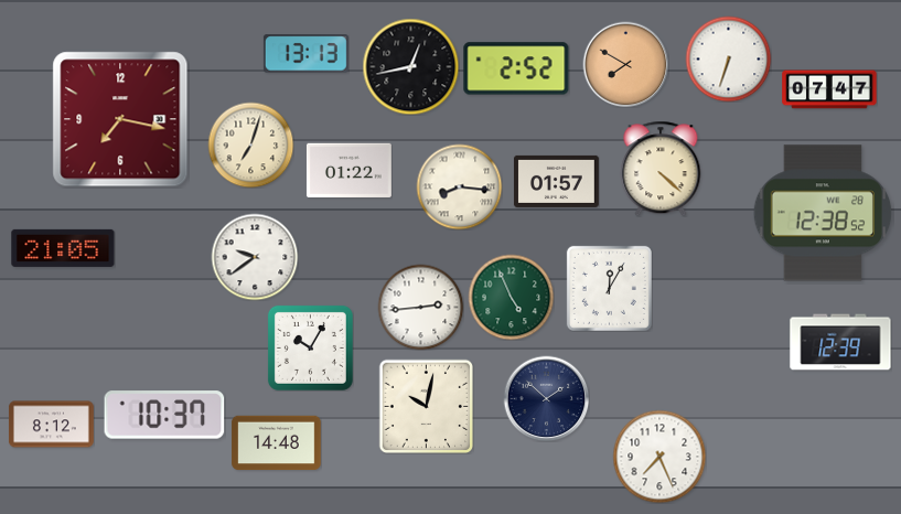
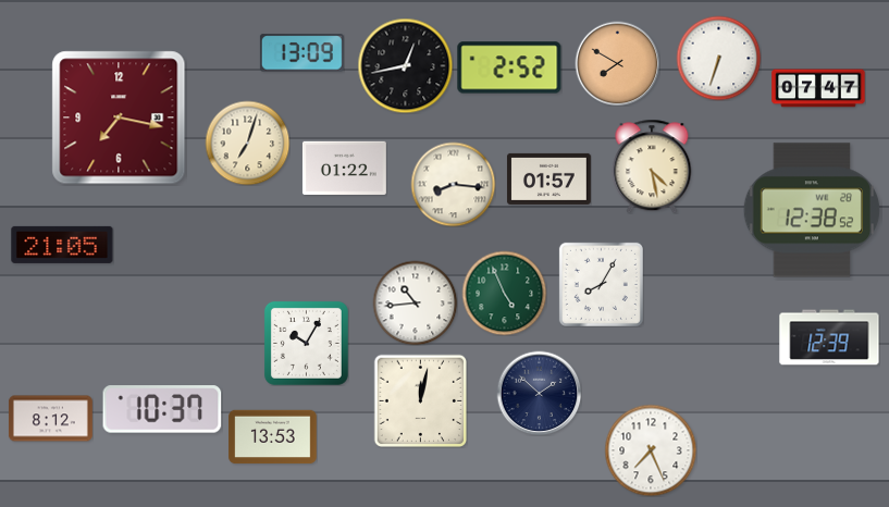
clock at (305, 54): 13:13 -> 13:09
clock at (661, 169): 4:22 -> 4:28
clock at (255, 257): 9:39 -> none
clock at (609, 288): 12:05 -> 8:05
clock at (420, 307): 2:44 -> 10:44
clock at (426, 406): 10:02 -> 12:02
clock at (277, 443): 14:48 -> 13:53
